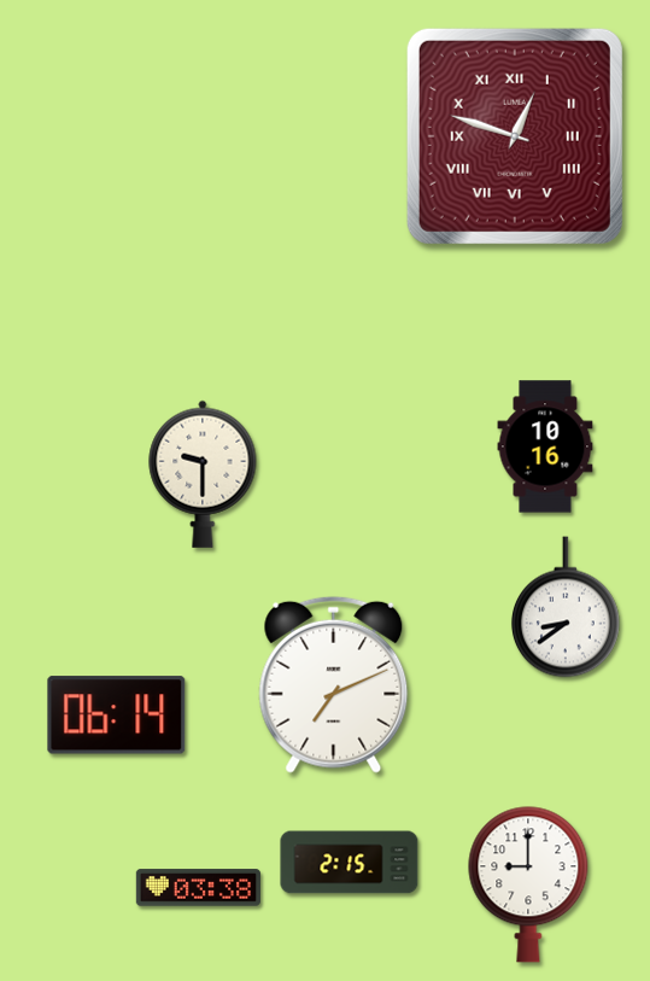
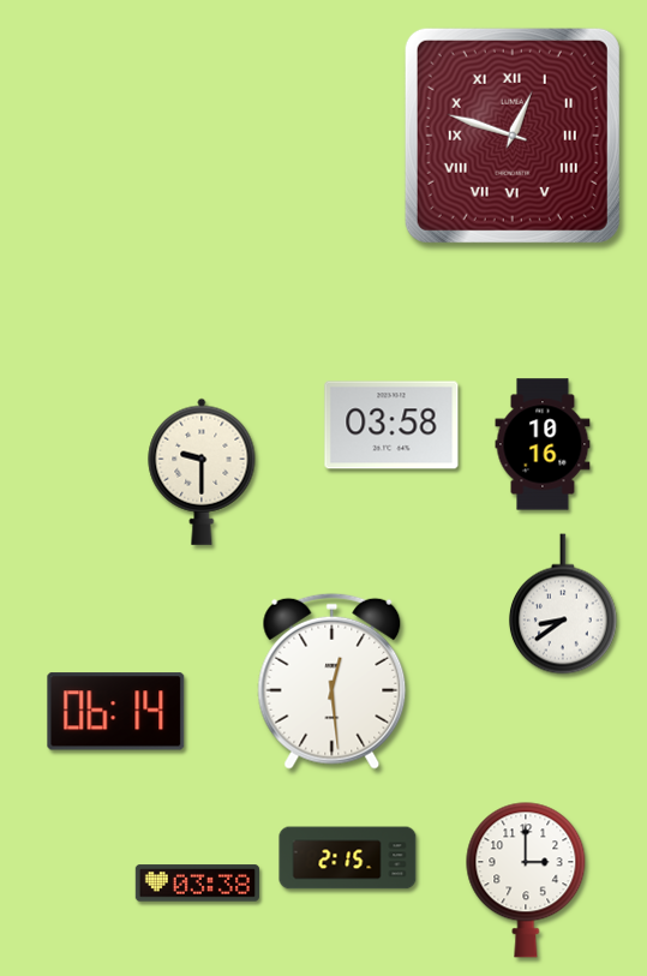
clock at (391, 425): none -> 03:58
clock at (334, 684): 7:11 -> 12:29
clock at (528, 884): 9:00 -> 3:00
